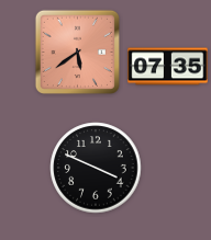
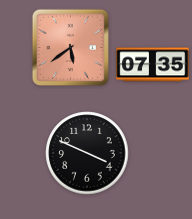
clock at (168, 67) position: (168, 67) -> (153, 65)
